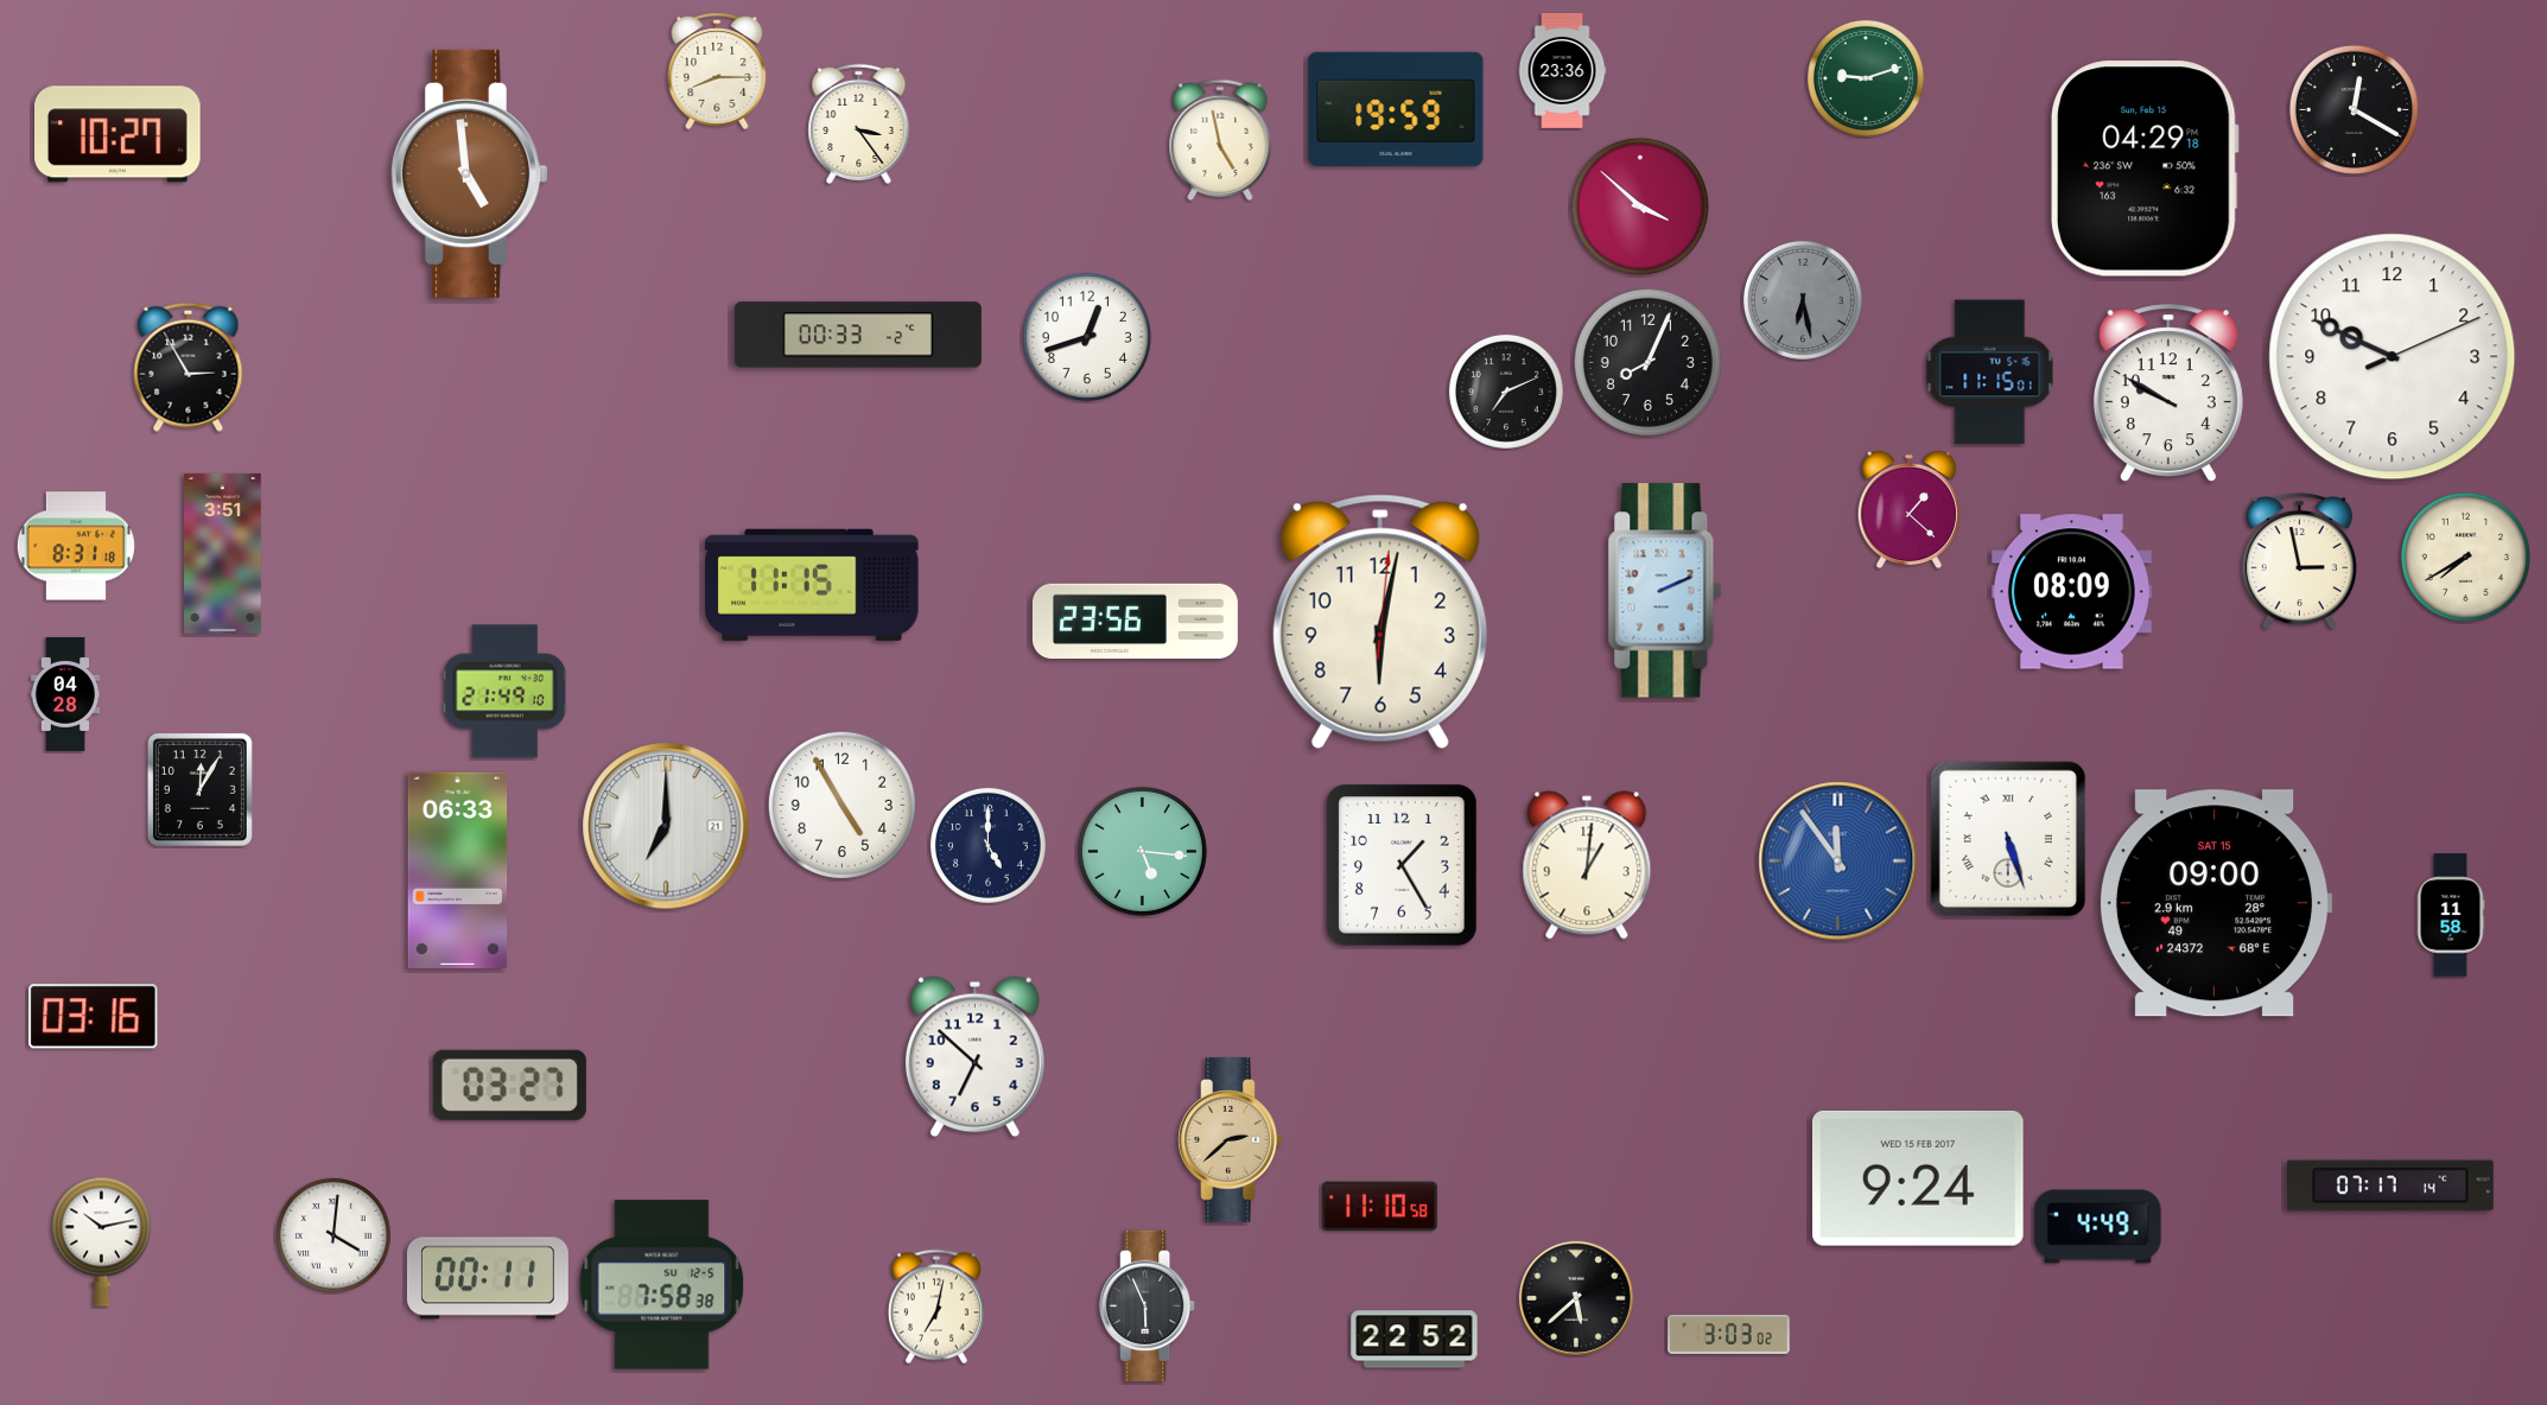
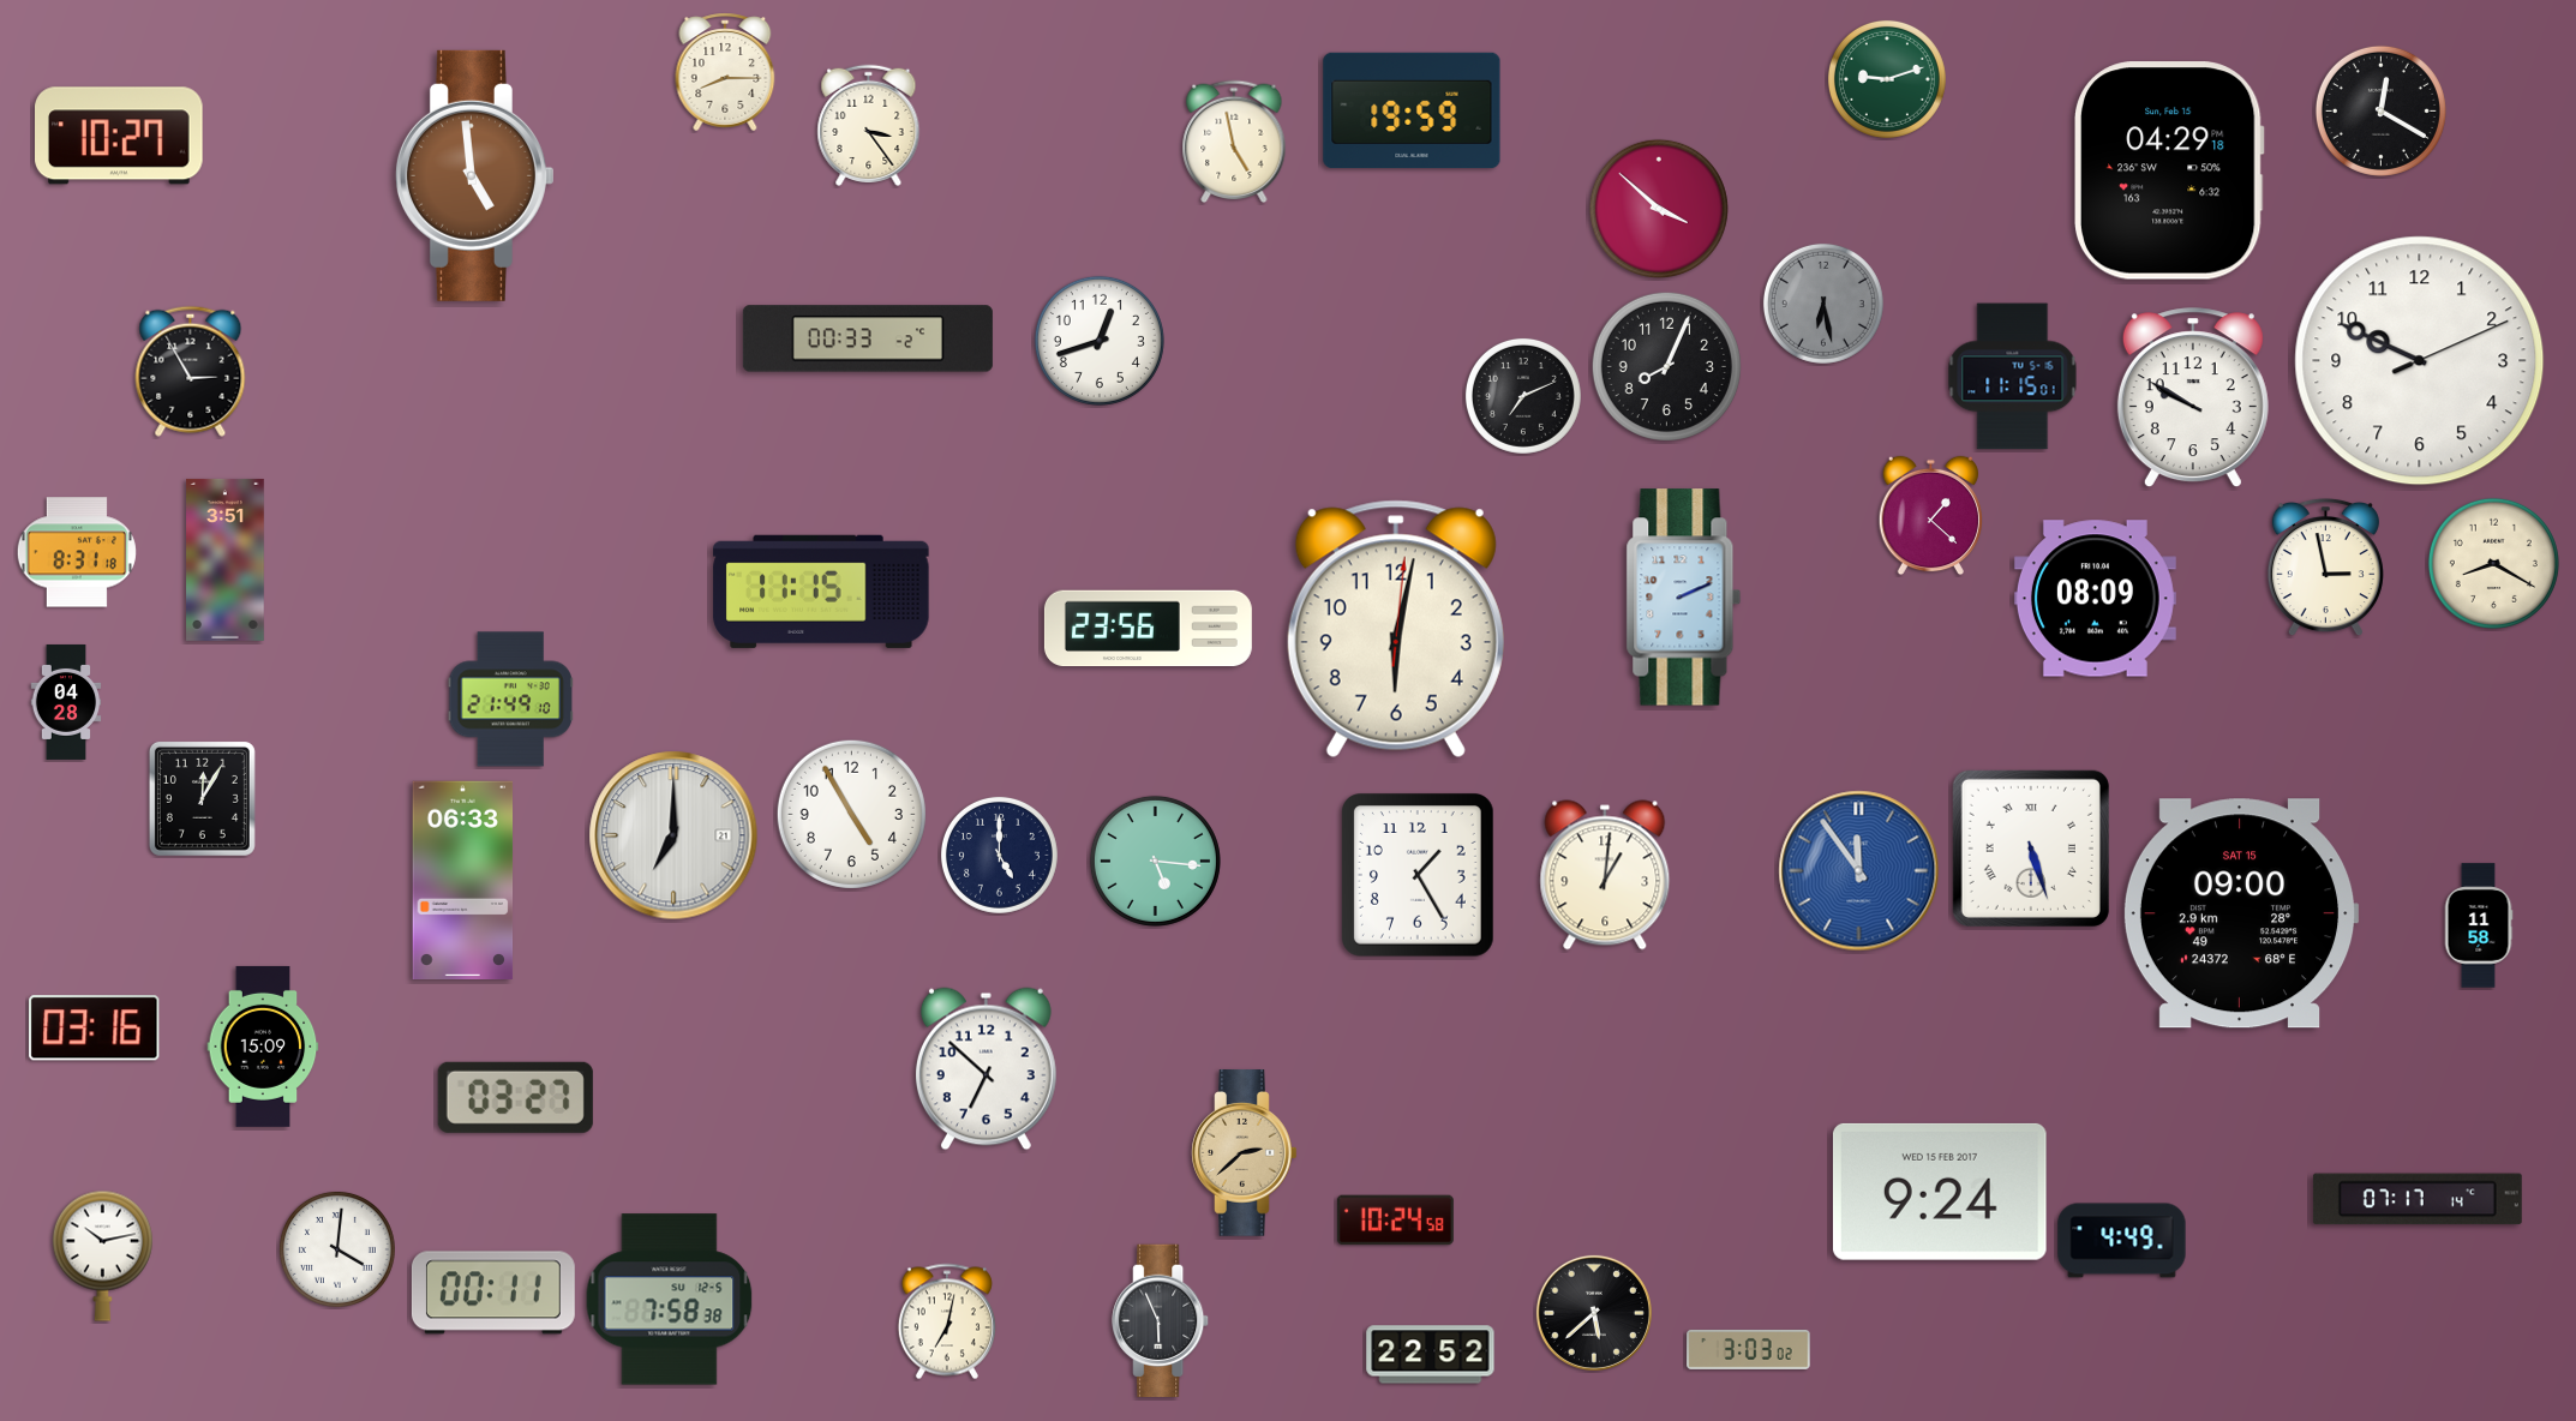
clock at (1562, 70): 23:36 -> none
clock at (2465, 557): 7:40 -> 8:20
clock at (263, 1047): none -> 15:09
clock at (1379, 1207): 11:10 -> 10:24
